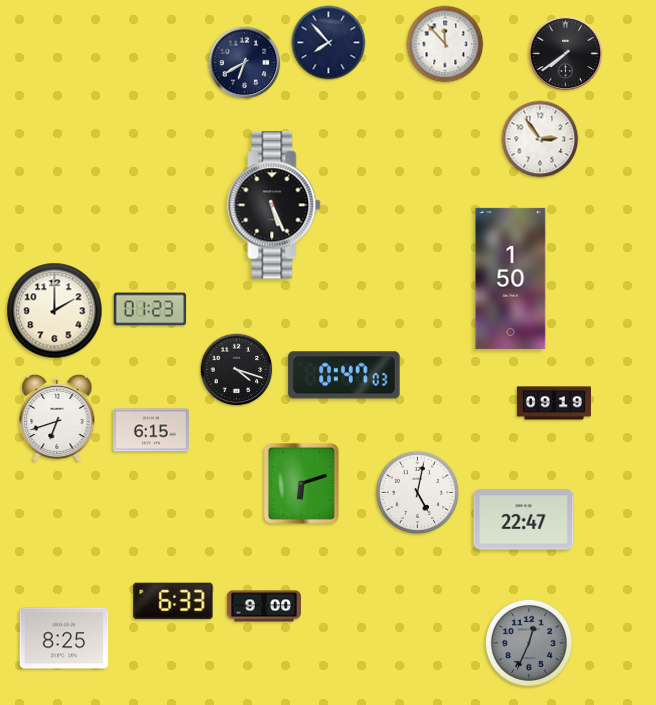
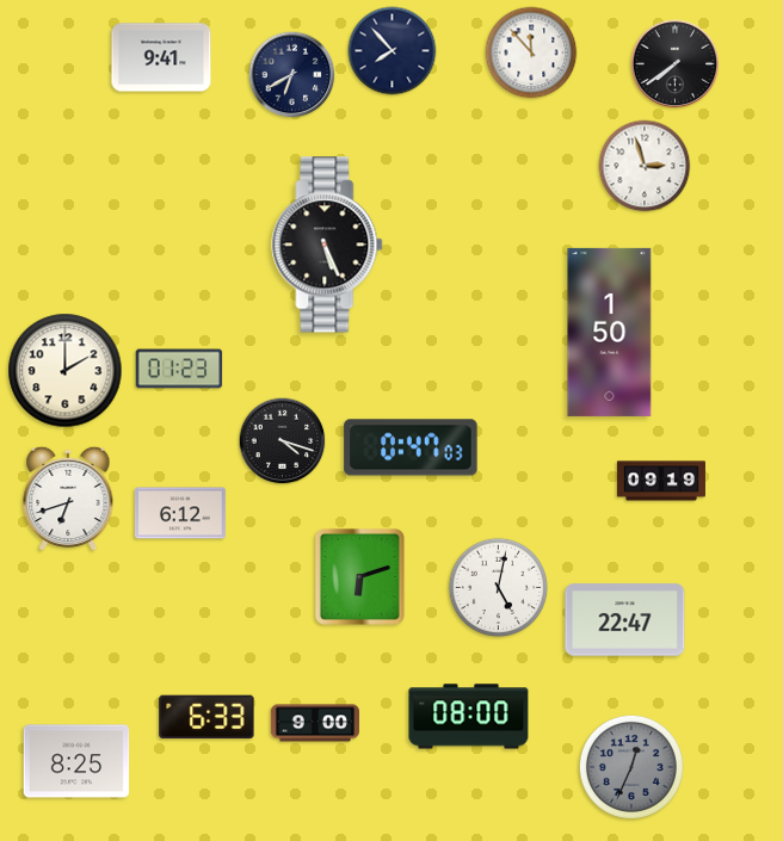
clock at (161, 57): none -> 9:41
clock at (540, 139): 2:54 -> 2:57
clock at (151, 430): 6:15 -> 6:12
clock at (469, 717): none -> 08:00
